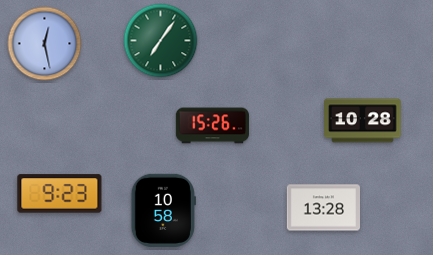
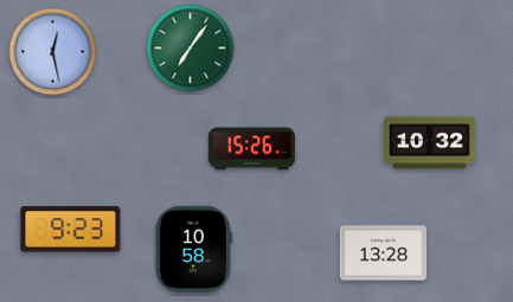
clock at (363, 121): 10:28 -> 10:32
clock at (323, 208) position: (323, 208) -> (383, 253)
